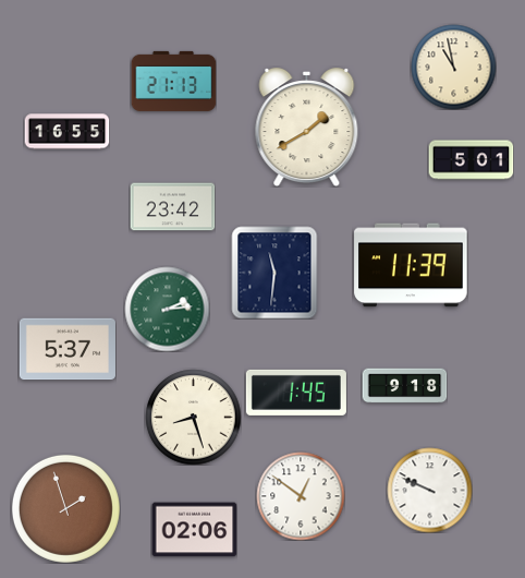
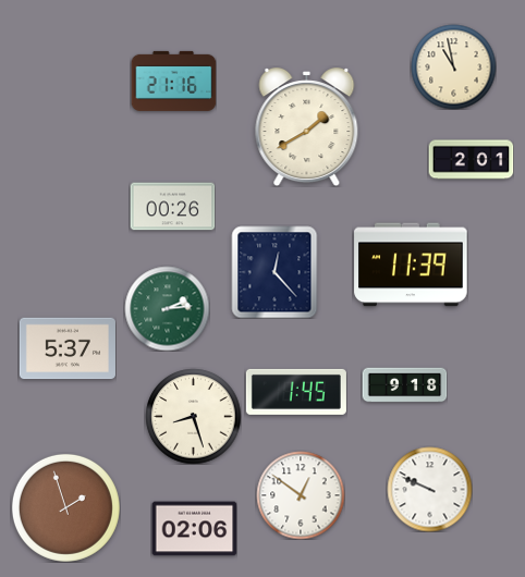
clock at (173, 81): 21:13 -> 21:16
clock at (66, 132): 16:55 -> none
clock at (471, 160): 5:01 -> 2:01
clock at (172, 207): 23:42 -> 00:26
clock at (274, 273): 11:31 -> 12:23
